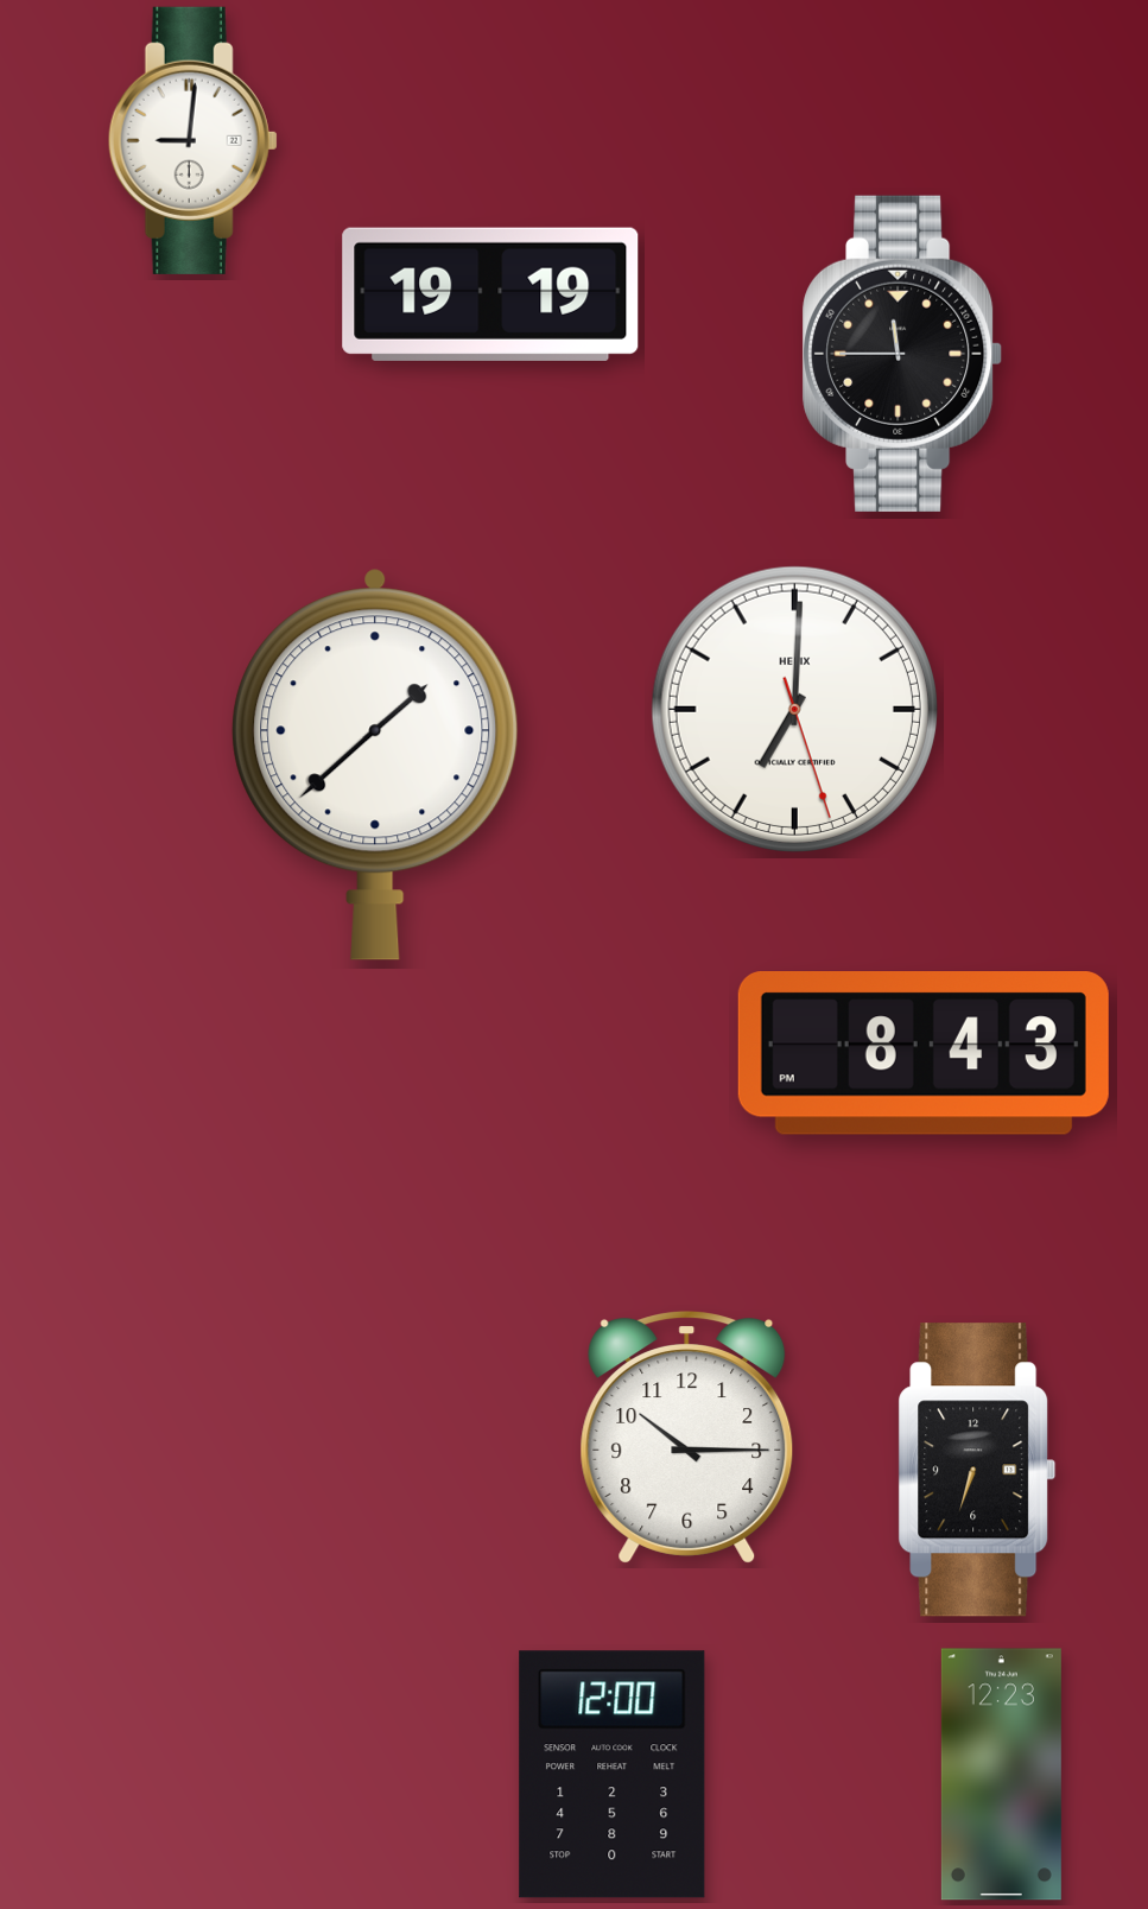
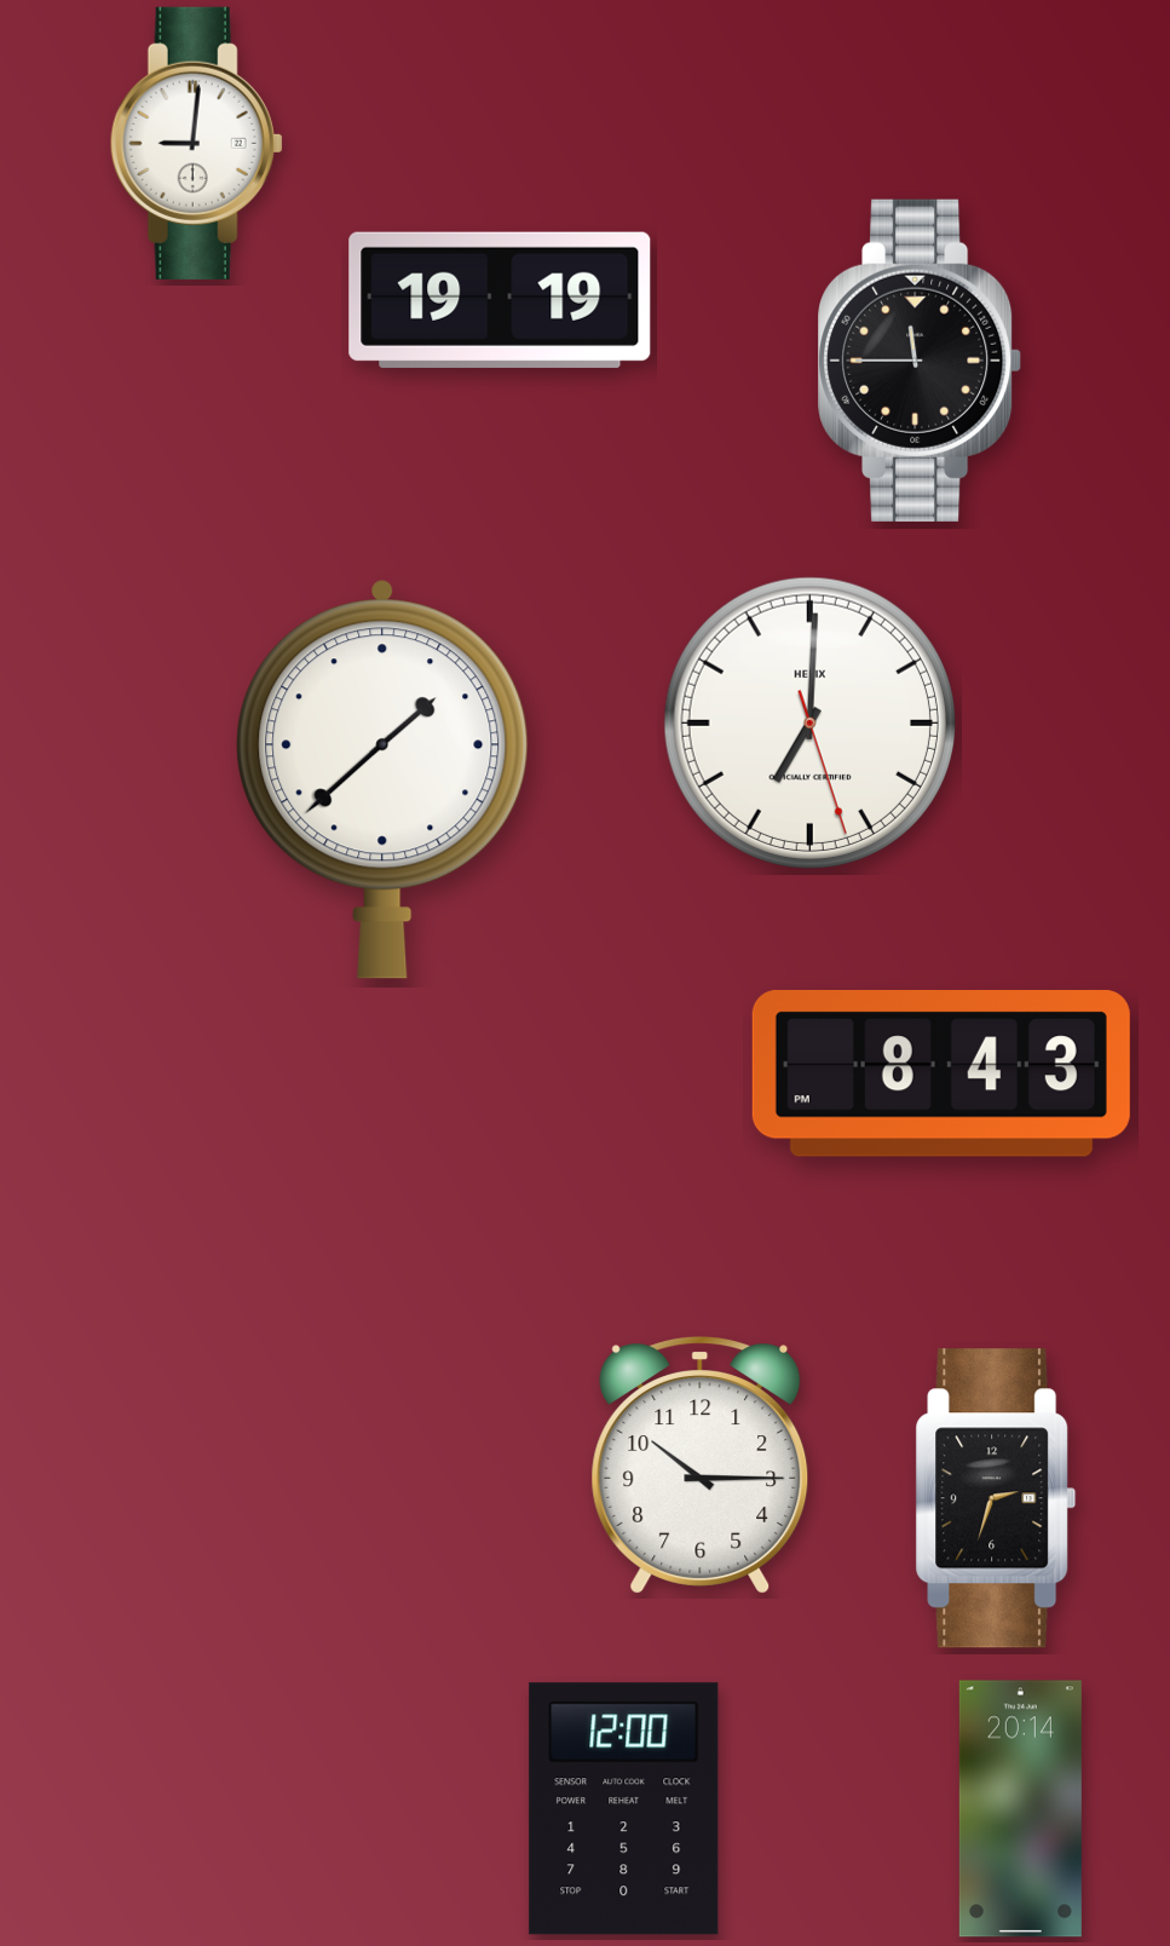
clock at (977, 1470): 6:33 -> 2:33
clock at (1001, 1775): 12:23 -> 20:14
